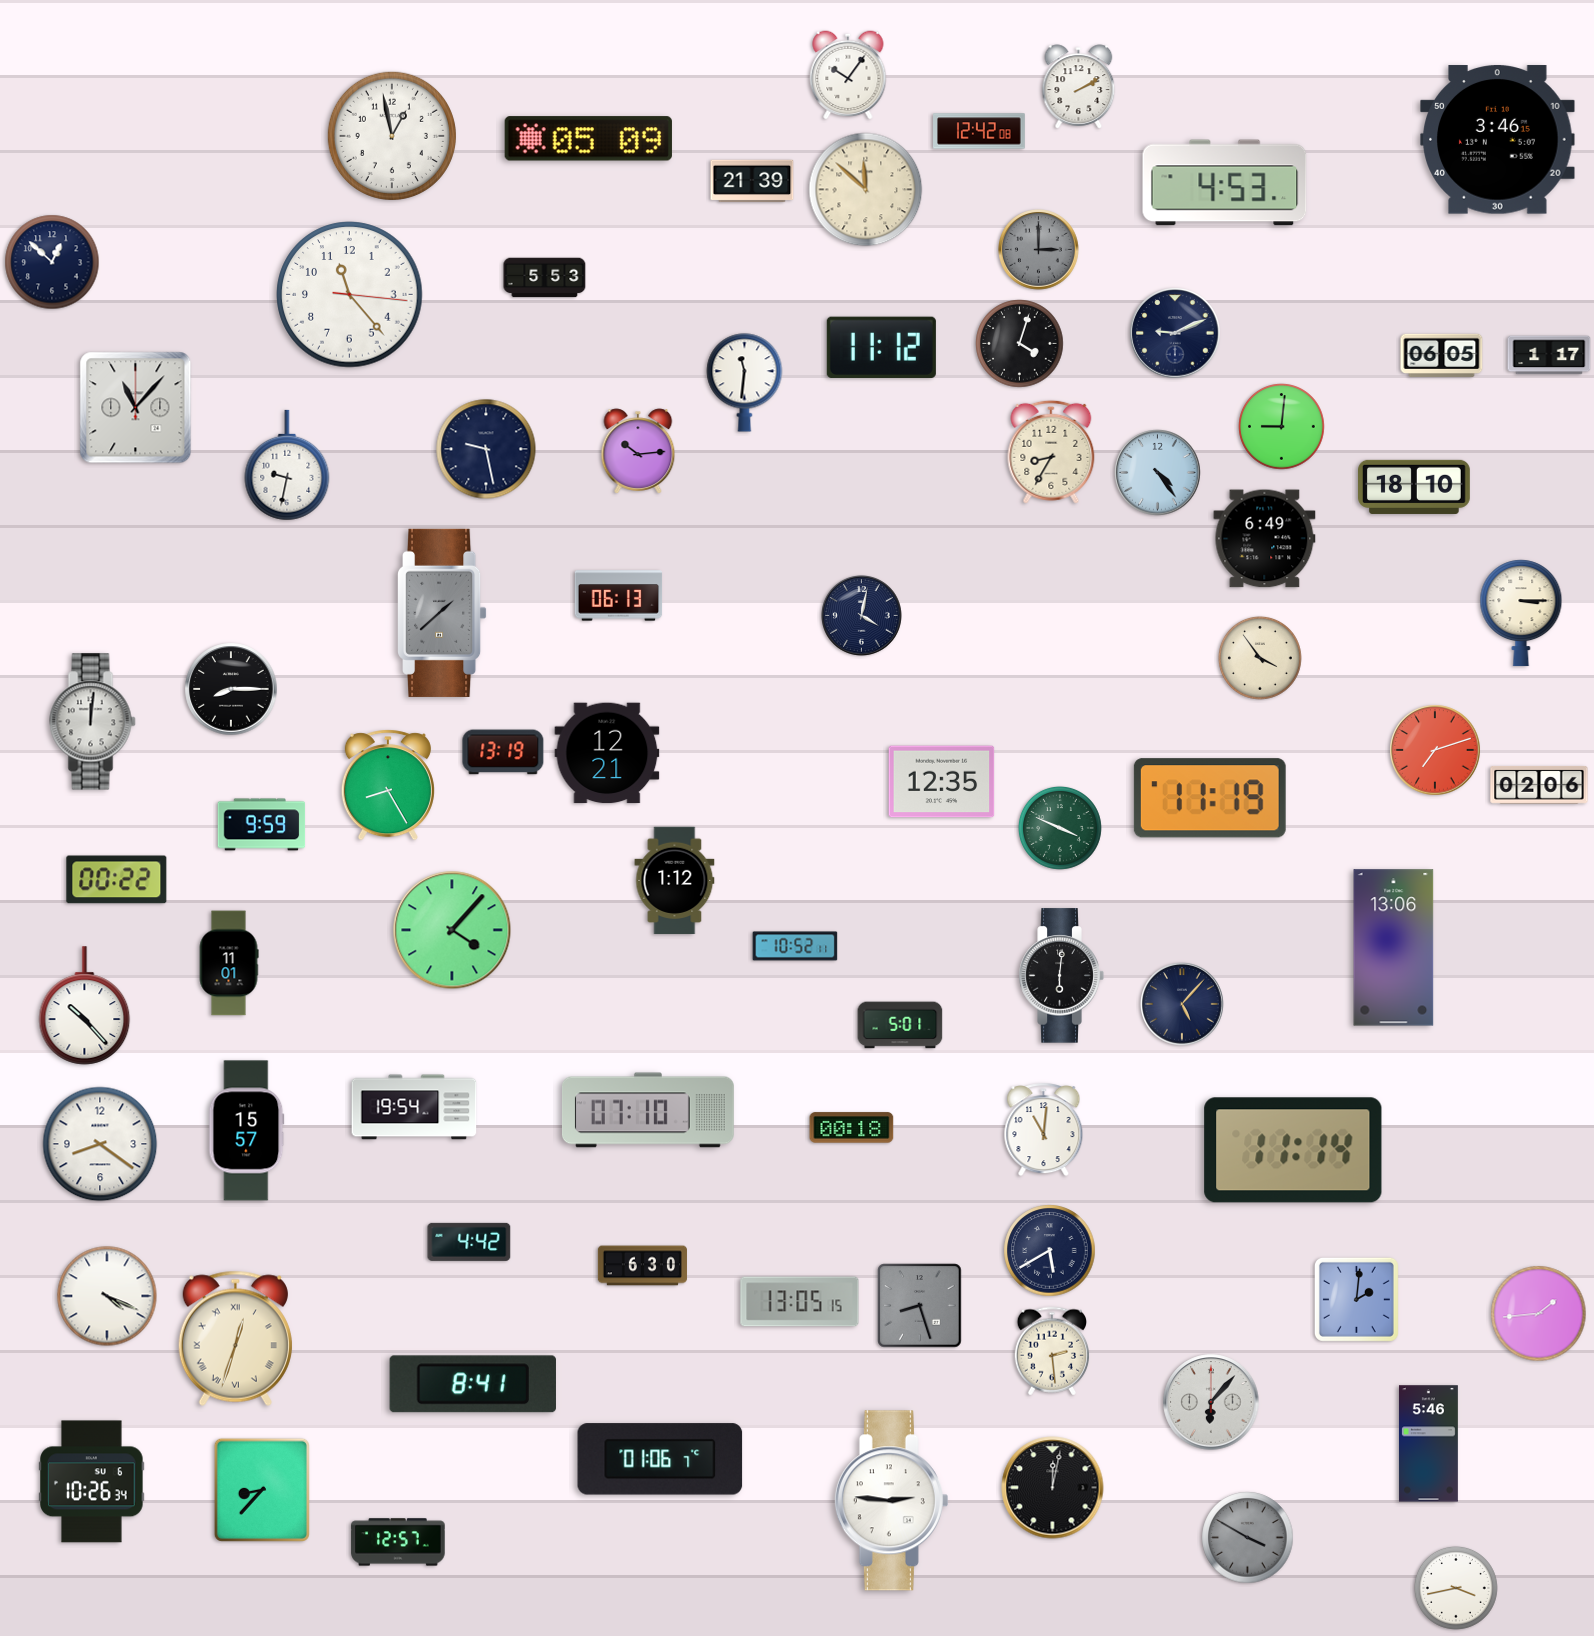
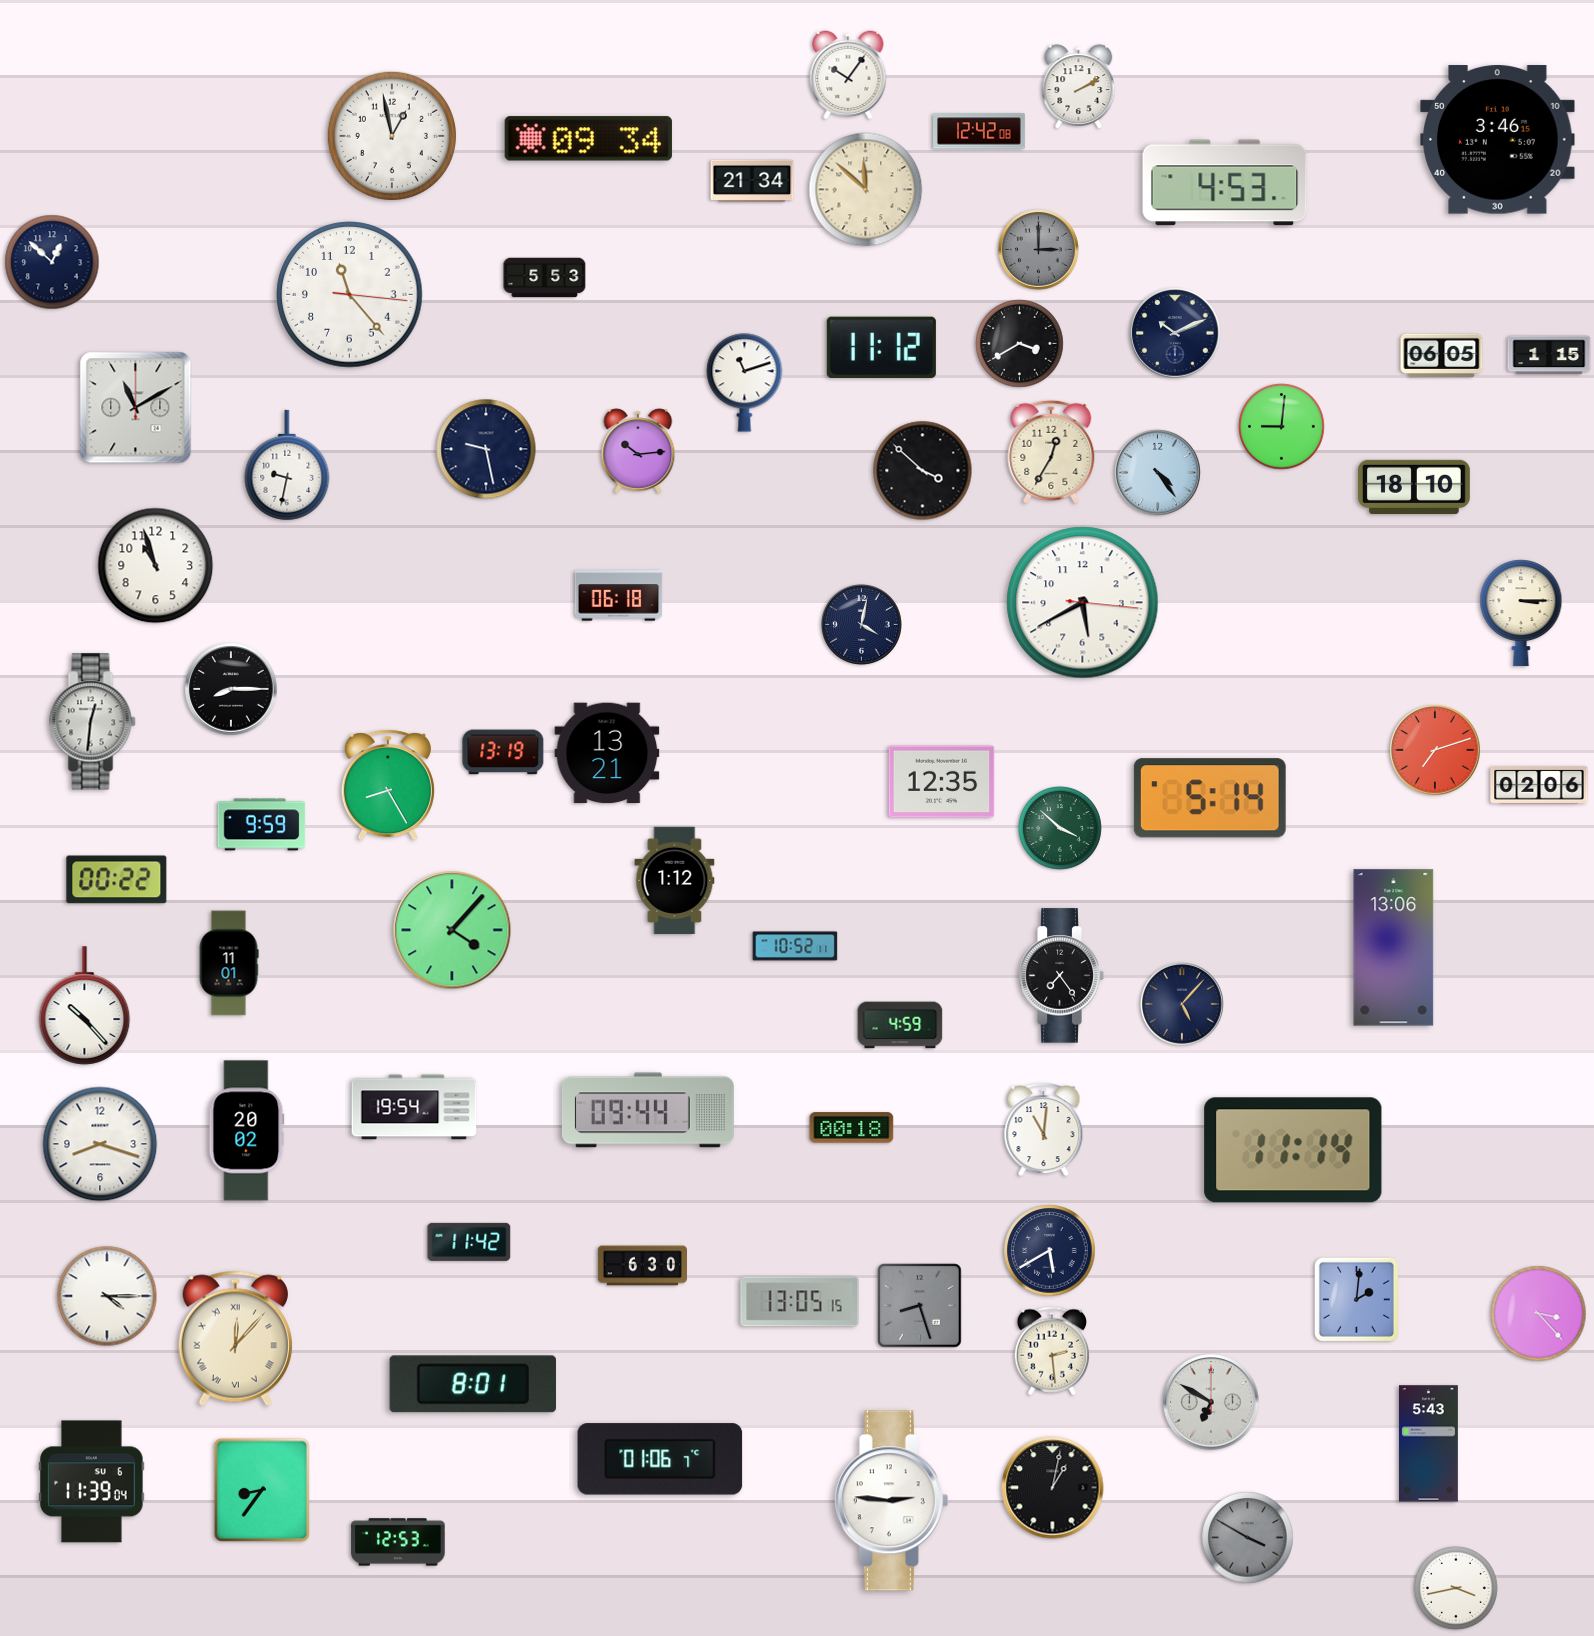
clock at (588, 139): 05:09 -> 09:34
clock at (752, 181): 21:39 -> 21:34
clock at (1175, 333): 9:11 -> 10:11
clock at (1020, 344): 4:03 -> 3:40
clock at (1549, 355): 1:17 -> 1:15
clock at (745, 383): 11:31 -> 11:12
clock at (136, 408): 11:07 -> 11:10
clock at (1051, 452): 8:35 -> 12:35
clock at (923, 471): none -> 3:52
clock at (1265, 539): 6:49 -> none
clock at (156, 566): none -> 10:57
clock at (619, 596): 06:13 -> 06:18
clock at (1083, 603): none -> 5:40
clock at (443, 613): 1:38 -> none
clock at (862, 616) position: (862, 616) -> (862, 625)
clock at (1260, 658): 3:54 -> none
clock at (93, 722): 12:01 -> 12:31
clock at (607, 753): 12:21 -> 13:21
clock at (1210, 798): 11:19 -> 5:14
clock at (1060, 828): 3:49 -> 3:52
clock at (1061, 976): 6:01 -> 7:24
clock at (900, 1025): 5:01 -> 4:59
clock at (648, 1110): 07:10 -> 09:44
clock at (247, 1131): 15:57 -> 20:02
clock at (100, 1144): 8:21 -> 8:18
clock at (469, 1242): 4:42 -> 11:42
clock at (107, 1296): 4:19 -> 4:15
clock at (1539, 1314): 1:44 -> 3:23
clock at (235, 1338): 12:33 -> 12:07
clock at (473, 1384): 8:41 -> 8:01
clock at (1211, 1402): 6:07 -> 6:50
clock at (1428, 1444): 5:46 -> 5:43
clock at (92, 1482): 10:26 -> 11:39
clock at (1053, 1488): 12:02 -> 1:02
clock at (262, 1490): 8:37 -> 8:36
clock at (398, 1542): 12:57 -> 12:53
